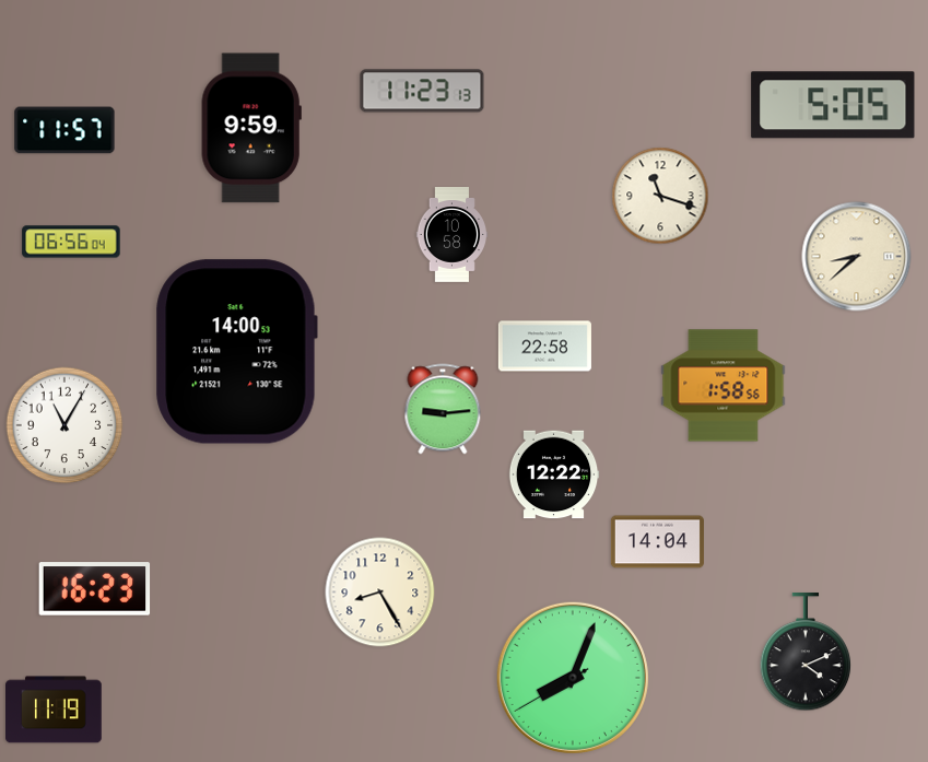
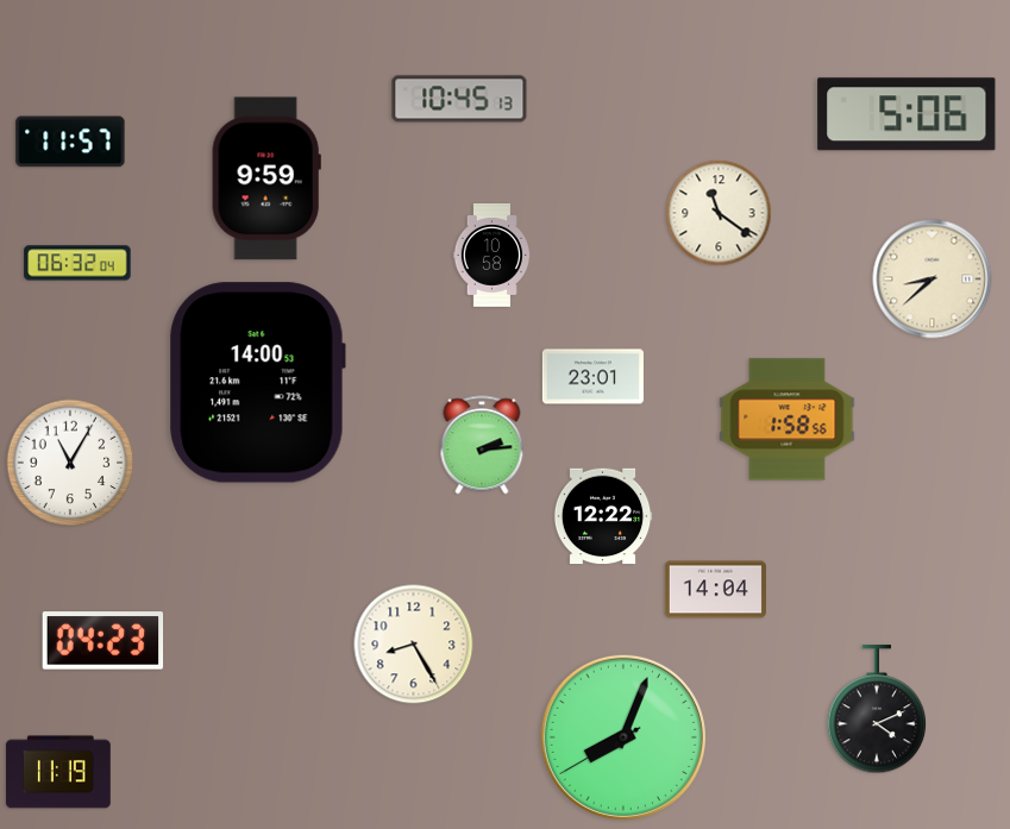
clock at (422, 91): 11:23 -> 10:45
clock at (833, 105): 5:05 -> 5:06
clock at (251, 128) position: (251, 128) -> (266, 178)
clock at (660, 196): 11:18 -> 11:21
clock at (71, 242): 06:56 -> 06:32
clock at (544, 347): 22:58 -> 23:01
clock at (443, 409): 9:14 -> 2:14
clock at (95, 589): 16:23 -> 04:23
